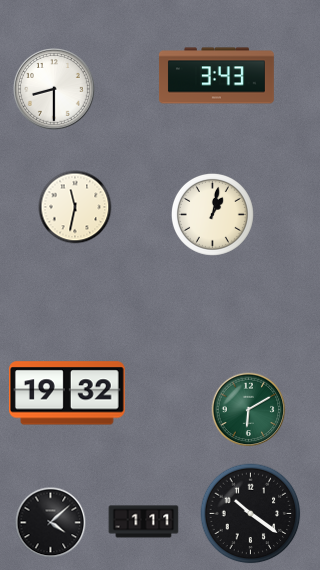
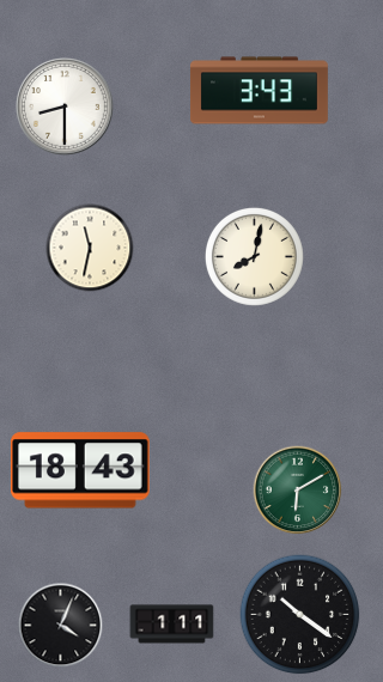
clock at (212, 214): 1:02 -> 8:02
clock at (67, 393): 19:32 -> 18:43
clock at (51, 523): 4:08 -> 4:04
